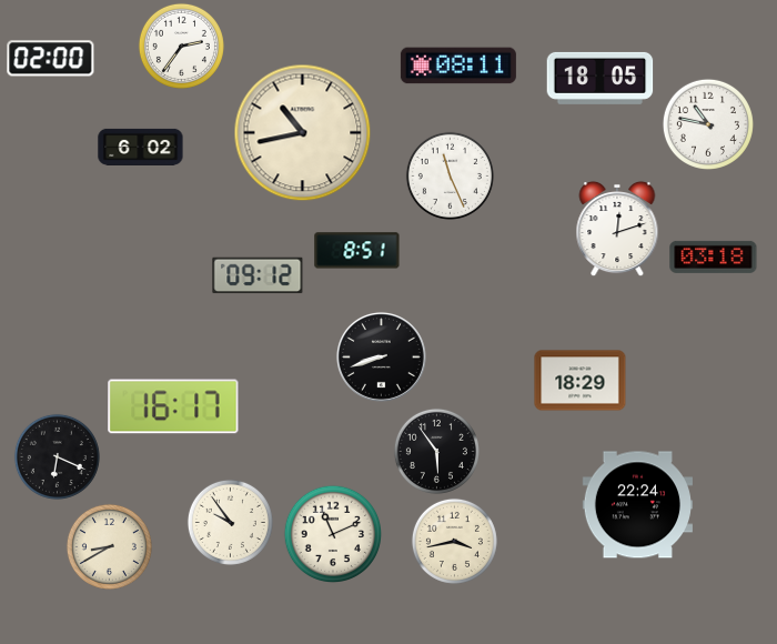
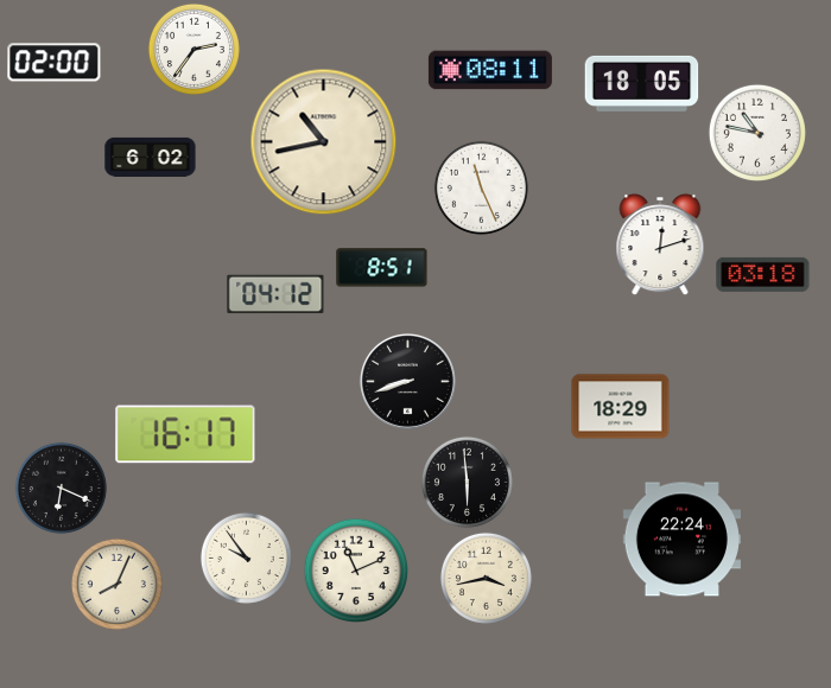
clock at (258, 275): 09:12 -> 04:12
clock at (436, 451): 5:54 -> 5:59
clock at (109, 546): 8:40 -> 8:04
